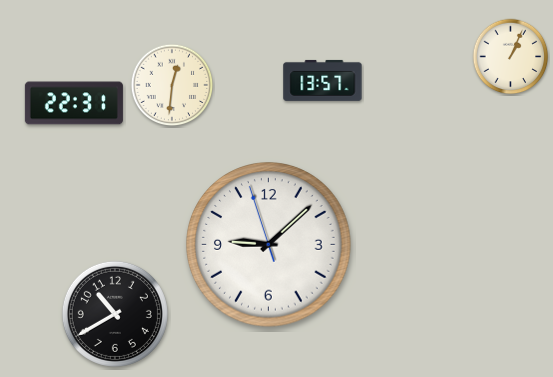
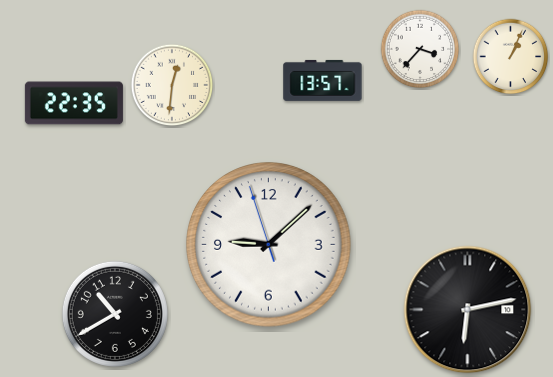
clock at (420, 49): none -> 3:37
clock at (74, 103): 22:31 -> 22:35
clock at (468, 310): none -> 6:13
